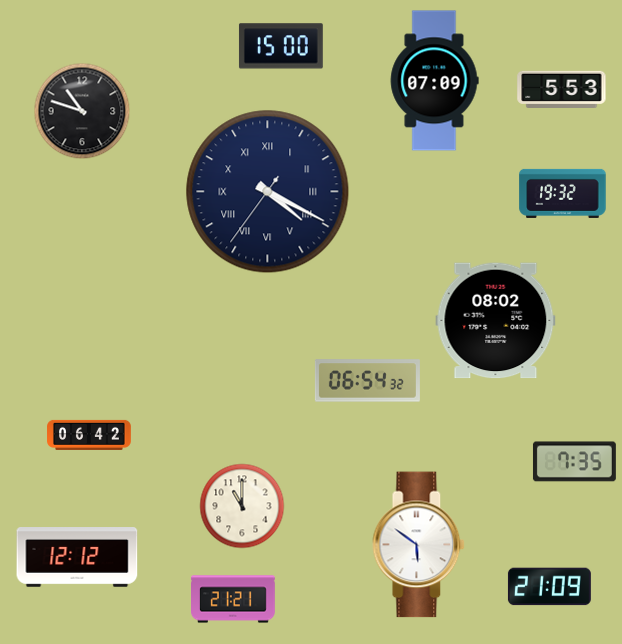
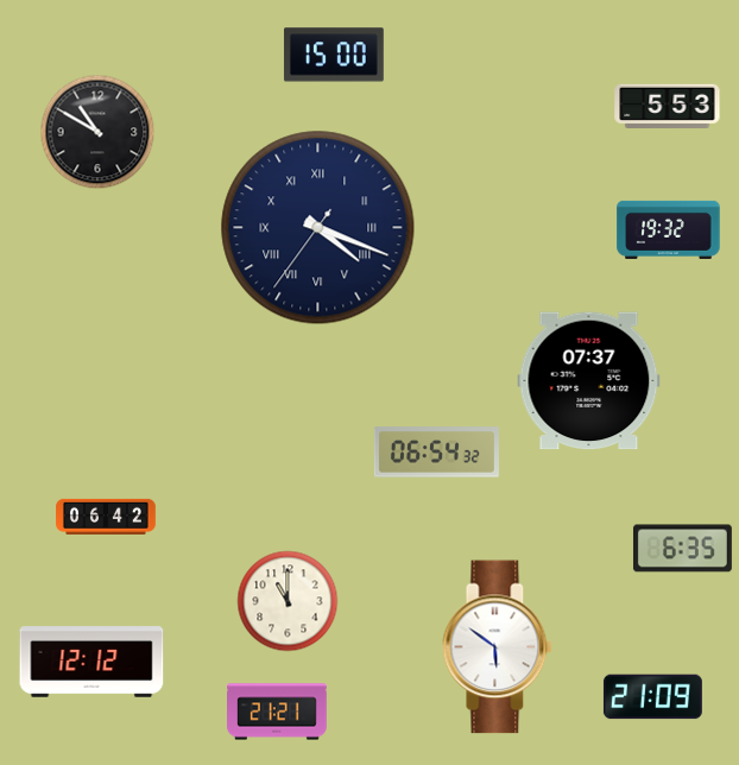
clock at (434, 81): 07:09 -> none
clock at (82, 111): 10:48 -> 10:50
clock at (268, 192): 4:19 -> 4:18
clock at (496, 321): 08:02 -> 07:37
clock at (574, 462): 7:35 -> 6:35
